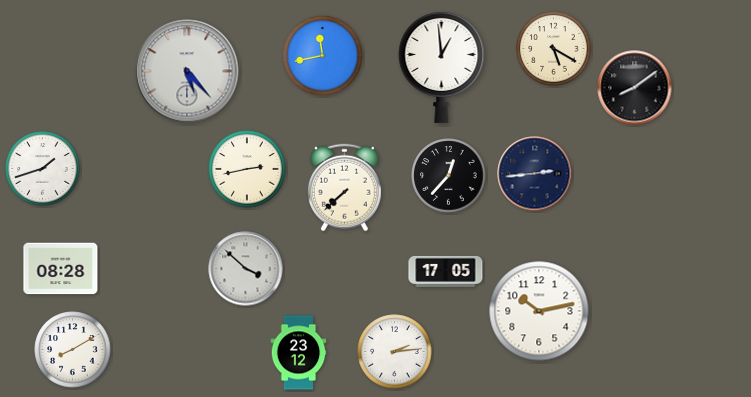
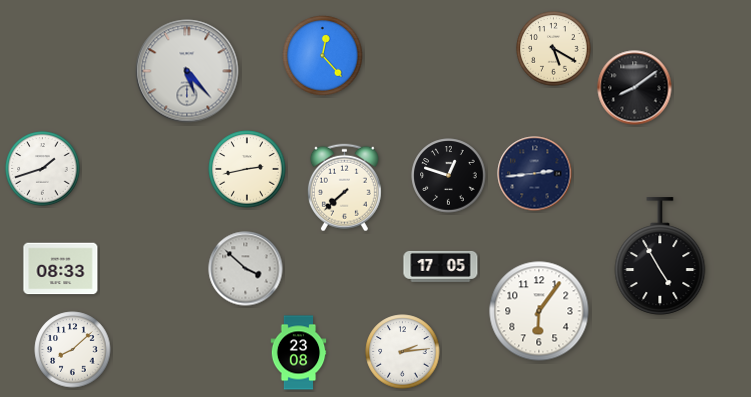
clock at (323, 56): 11:43 -> 12:23
clock at (442, 67): 12:59 -> none
clock at (449, 176): 12:37 -> 12:48
clock at (660, 256): none -> 4:55
clock at (61, 269): 08:28 -> 08:33
clock at (446, 271) position: (446, 271) -> (441, 266)
clock at (539, 311): 10:13 -> 6:06
clock at (73, 350): 8:10 -> 8:08
clock at (395, 352) position: (395, 352) -> (403, 352)
clock at (299, 353): 23:12 -> 23:08
